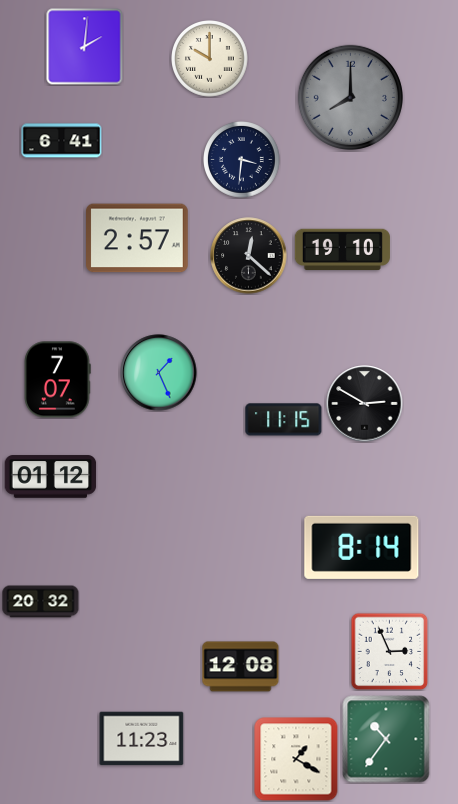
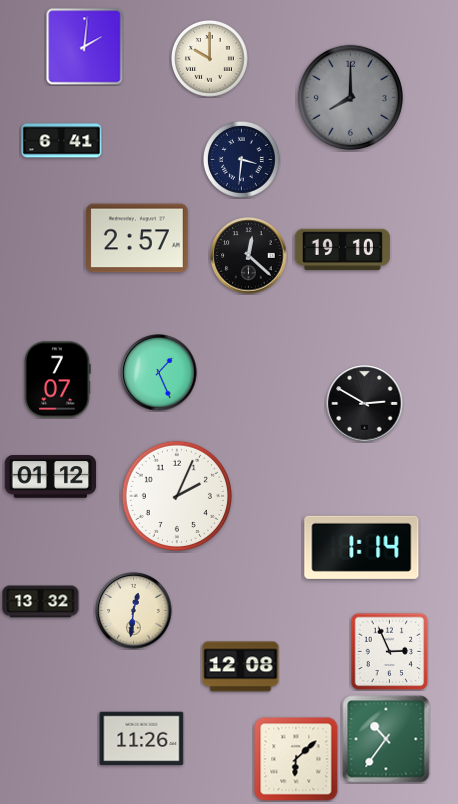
clock at (284, 420): 11:15 -> none
clock at (177, 496): none -> 2:04
clock at (362, 547): 8:14 -> 1:14
clock at (41, 602): 20:32 -> 13:32
clock at (134, 611): none -> 12:31
clock at (142, 739): 11:23 -> 11:26
clock at (296, 759): 1:20 -> 6:08
